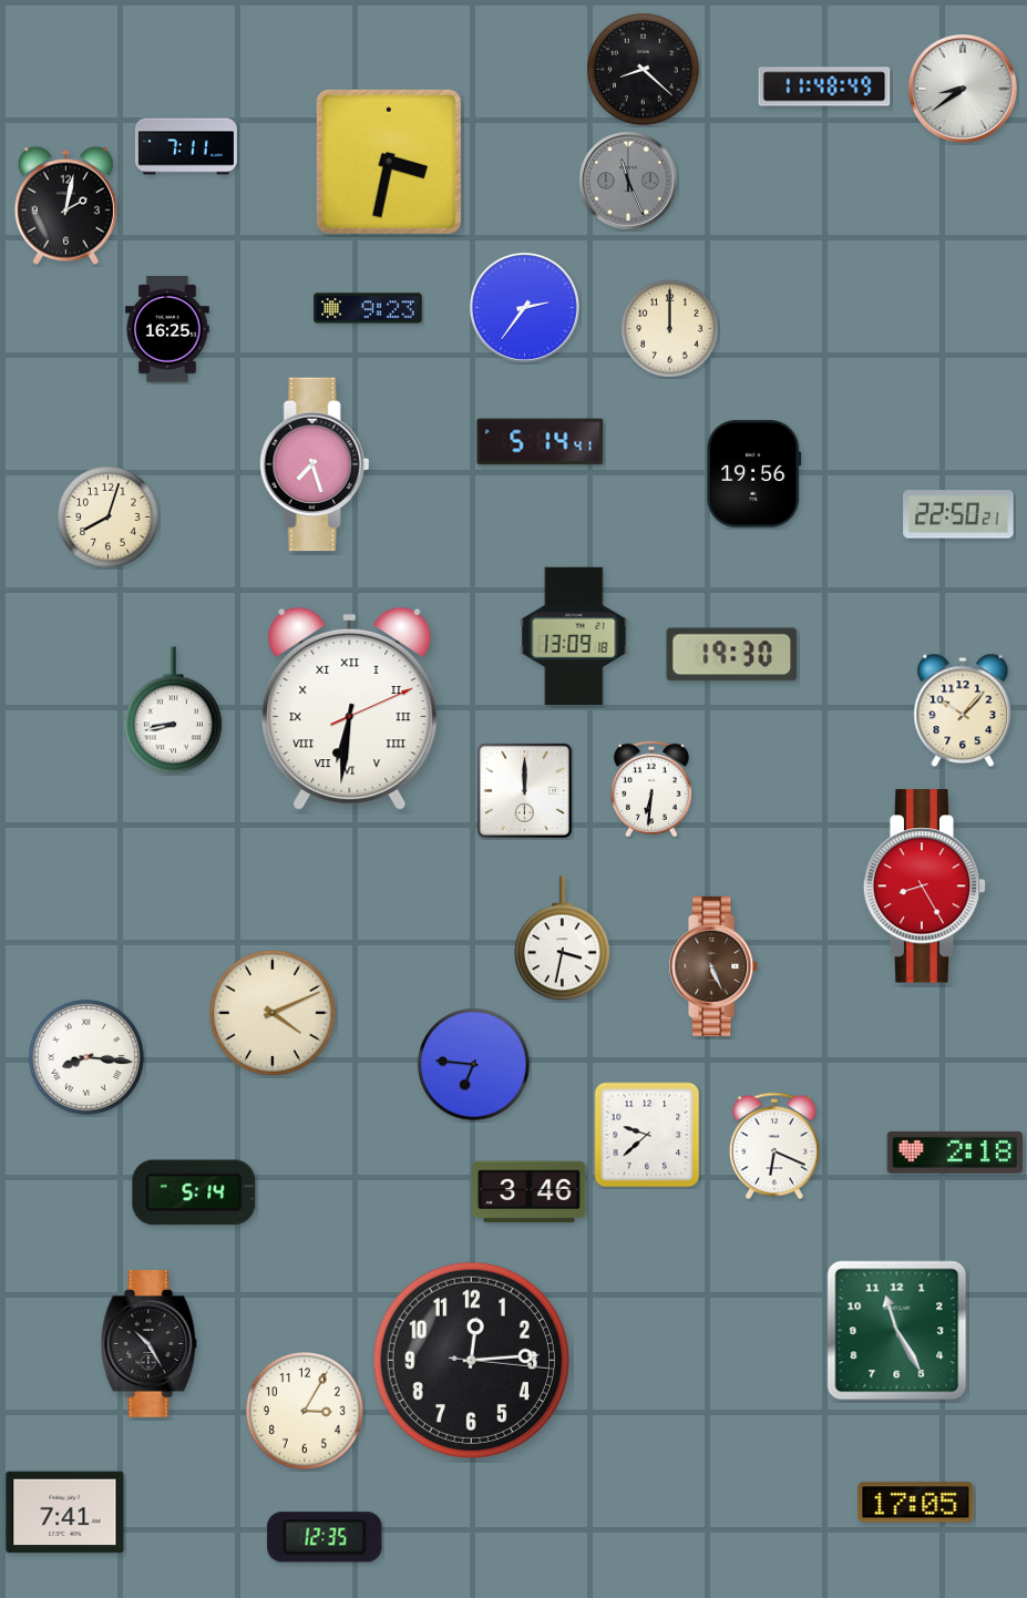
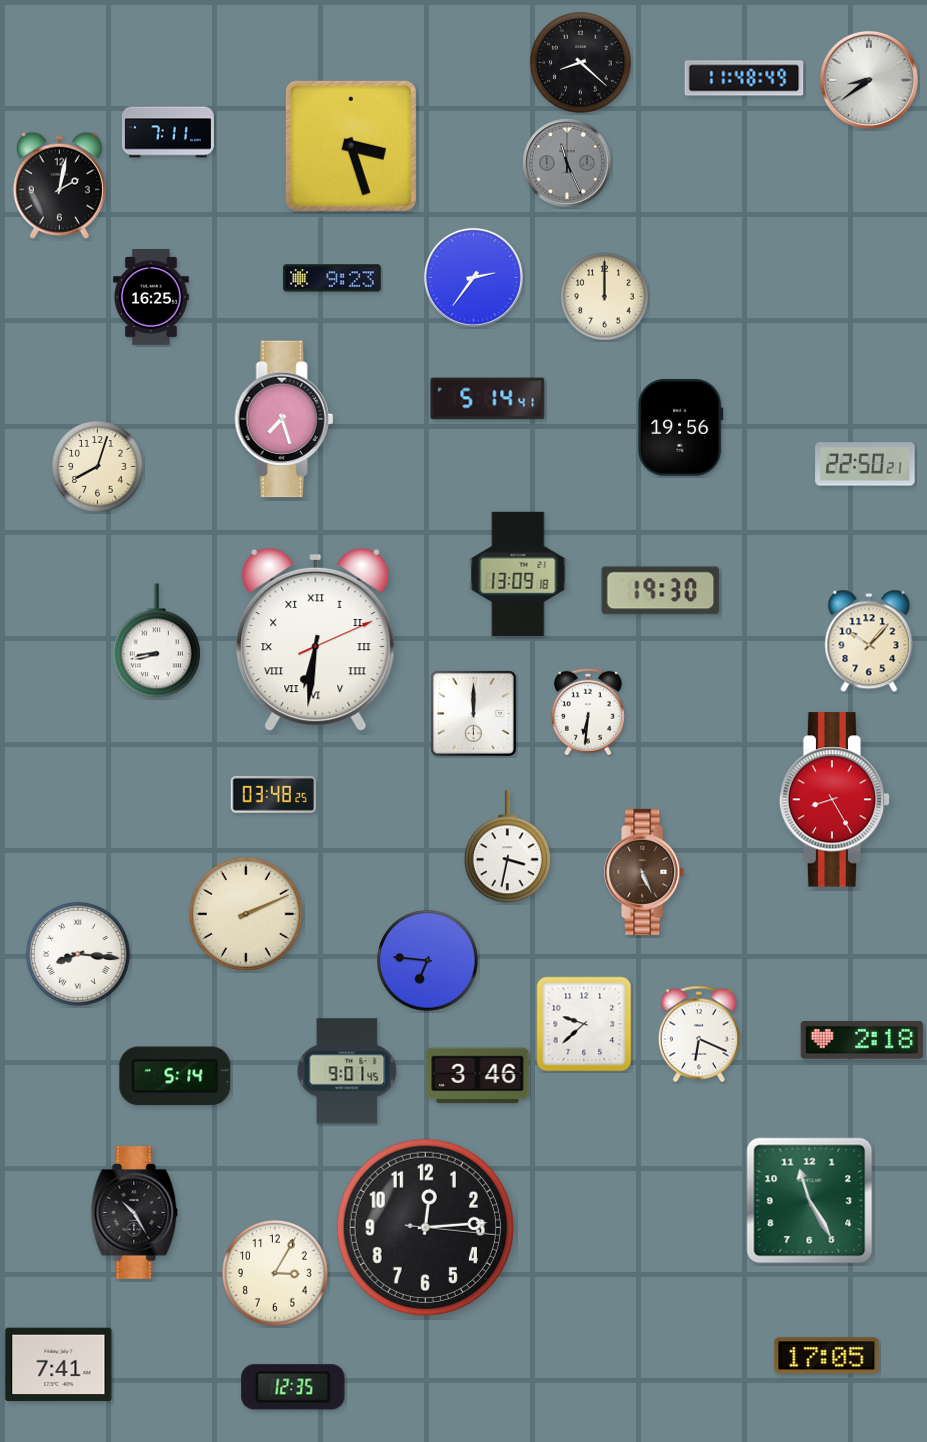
clock at (389, 162): 3:32 -> 3:27
clock at (274, 794): none -> 03:48
clock at (273, 1013): 4:11 -> 2:11
clock at (347, 1071): none -> 9:01
